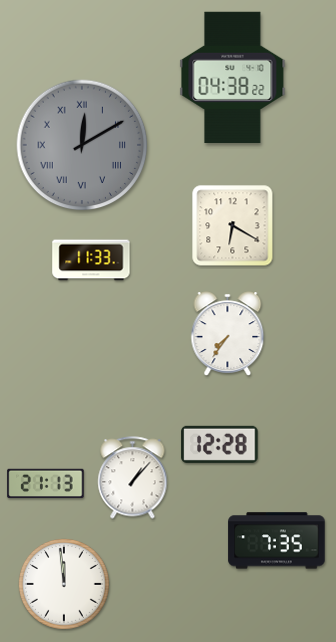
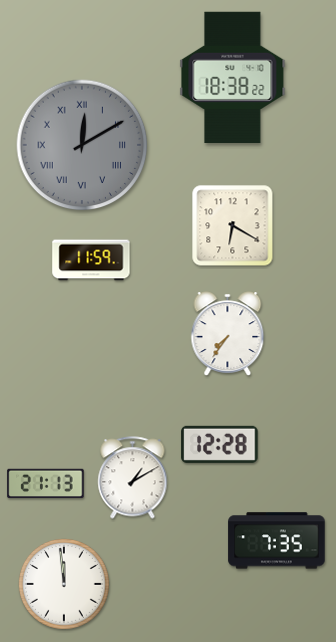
clock at (233, 77): 04:38 -> 18:38
clock at (91, 260): 11:33 -> 11:59
clock at (133, 478): 1:07 -> 1:10
